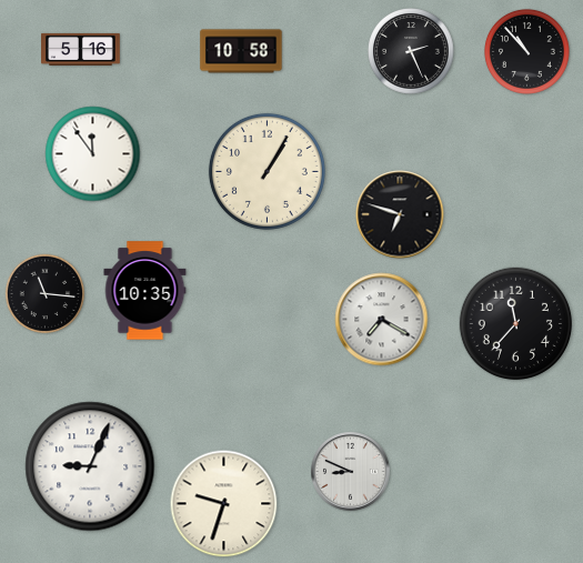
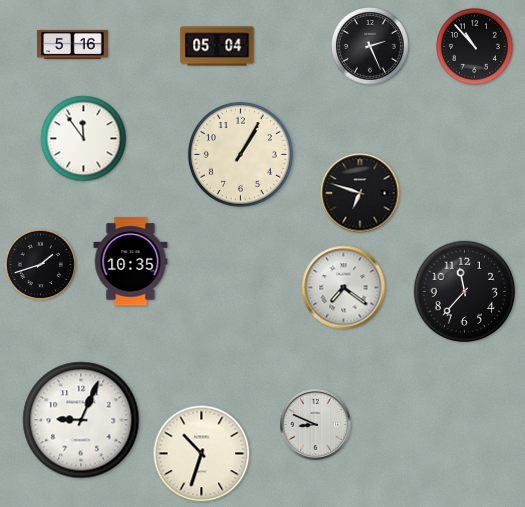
clock at (241, 51): 10:58 -> 05:04
clock at (46, 294): 11:16 -> 1:42
clock at (382, 320): 7:20 -> 7:21
clock at (224, 504): 9:33 -> 10:33
